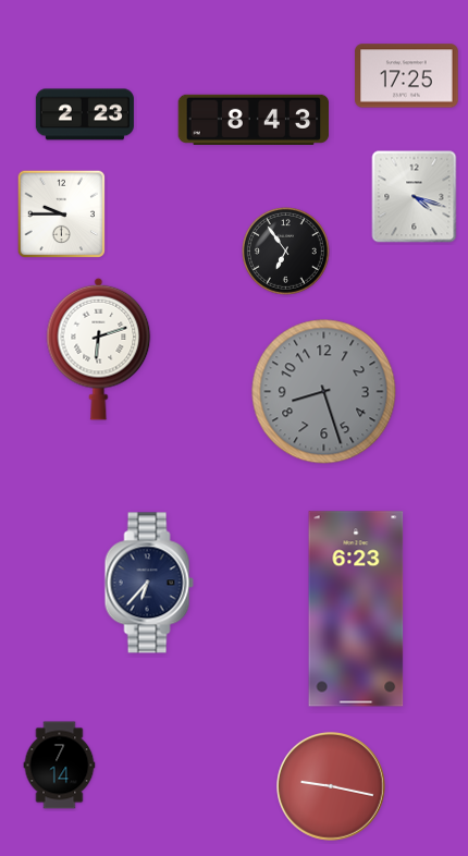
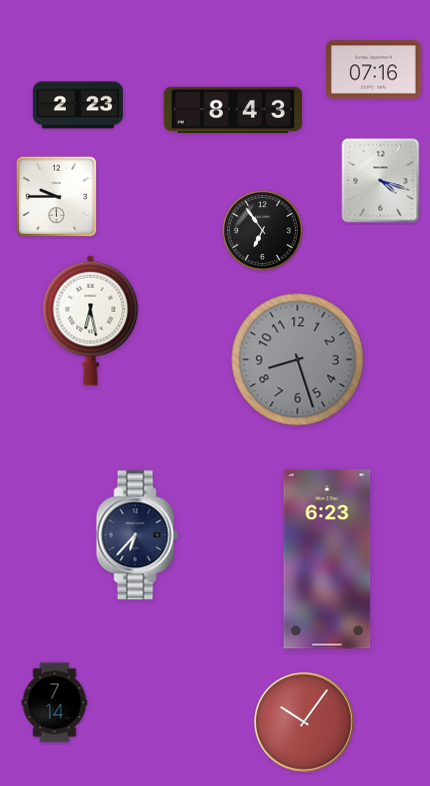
clock at (407, 76): 17:25 -> 07:16
clock at (99, 348): 6:12 -> 6:28
clock at (332, 787): 9:17 -> 10:06
